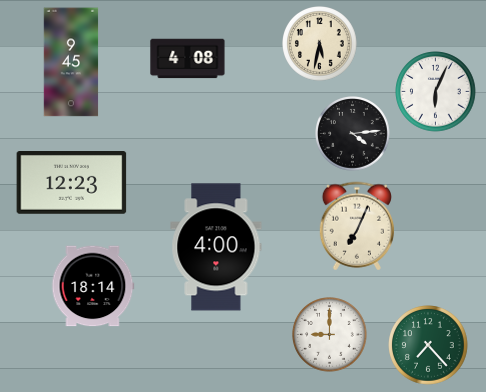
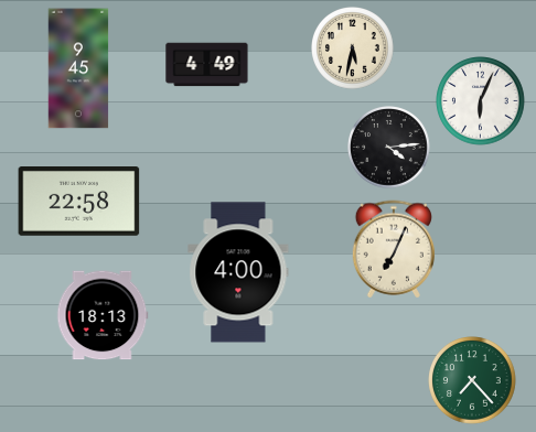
clock at (188, 59): 4:08 -> 4:49
clock at (72, 183): 12:23 -> 22:58
clock at (93, 286): 18:14 -> 18:13
clock at (330, 335): 9:00 -> none
